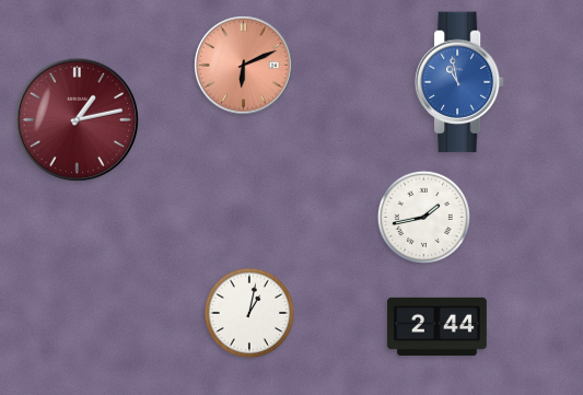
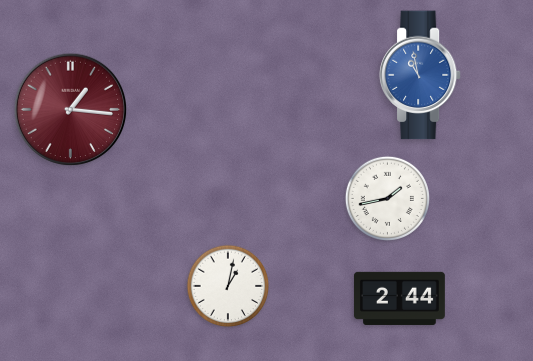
clock at (244, 66): 6:11 -> none
clock at (78, 120): 1:13 -> 1:16
